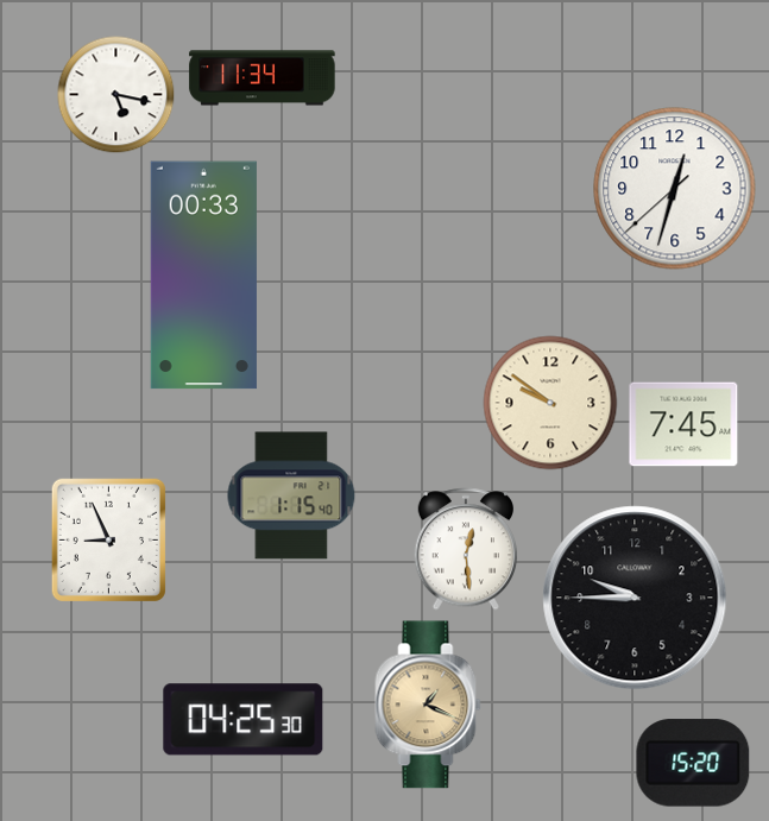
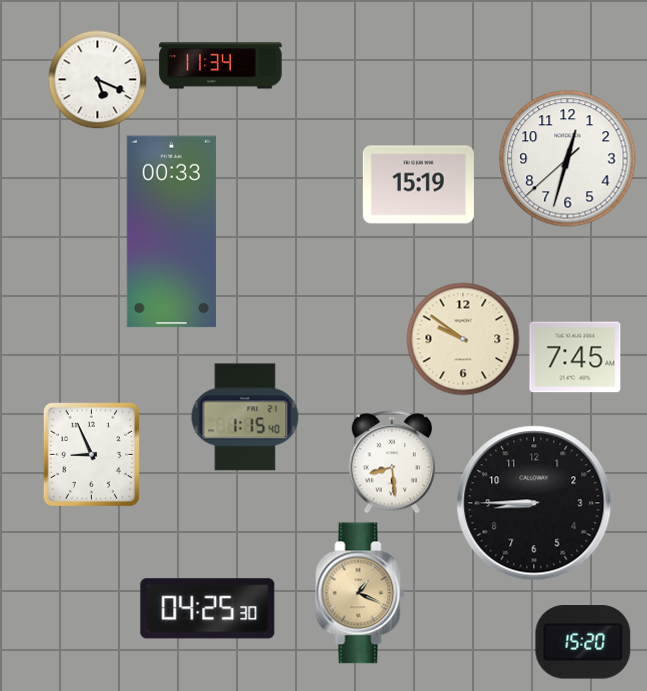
clock at (116, 95): 5:17 -> 5:19
clock at (418, 185): none -> 15:19
clock at (466, 549): 12:29 -> 8:29
clock at (635, 598): 9:45 -> 8:45
clock at (244, 720) position: (244, 720) -> (208, 609)
